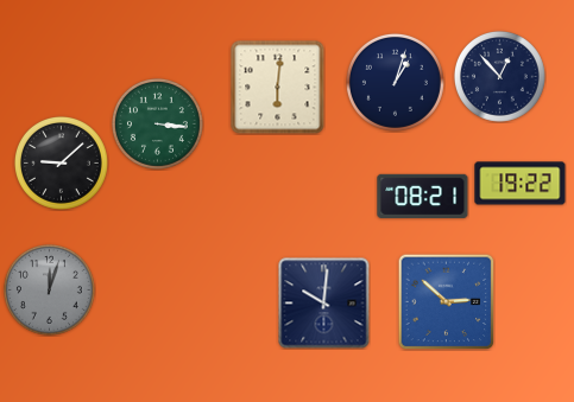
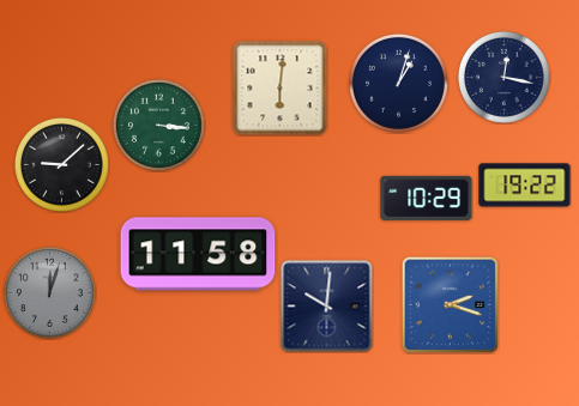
clock at (499, 76): 12:53 -> 12:17
clock at (423, 196): 08:21 -> 10:29
clock at (198, 254): none -> 11:58
clock at (446, 301): 2:52 -> 2:18
